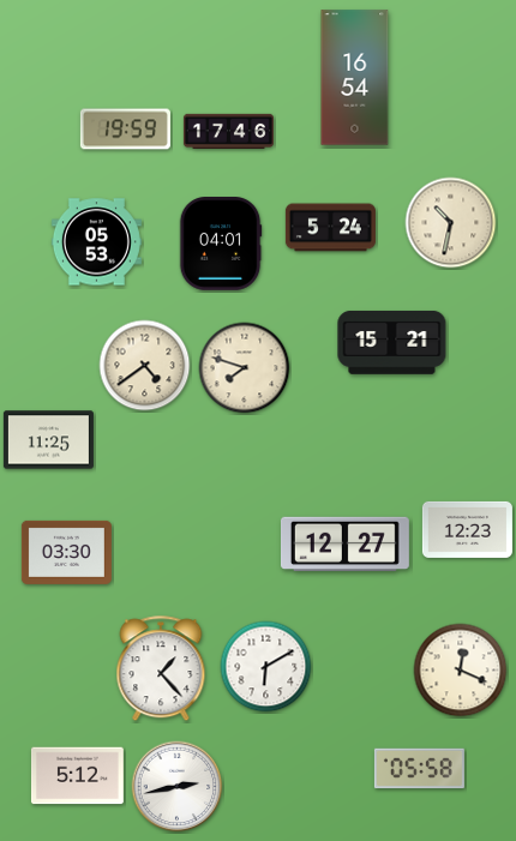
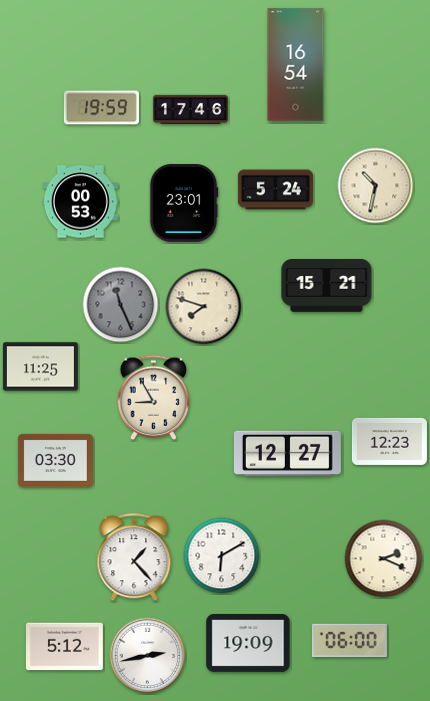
clock at (125, 130) position: (125, 130) -> (101, 108)
clock at (96, 242): 05:53 -> 00:53
clock at (221, 245): 04:01 -> 23:01
clock at (145, 366): 4:39 -> 11:26
clock at (145, 366) dial: cream -> grey
clock at (154, 397): none -> 8:55
clock at (461, 671): 12:19 -> 2:19
clock at (419, 769): 05:58 -> 06:00
clock at (248, 643): none -> 19:09
